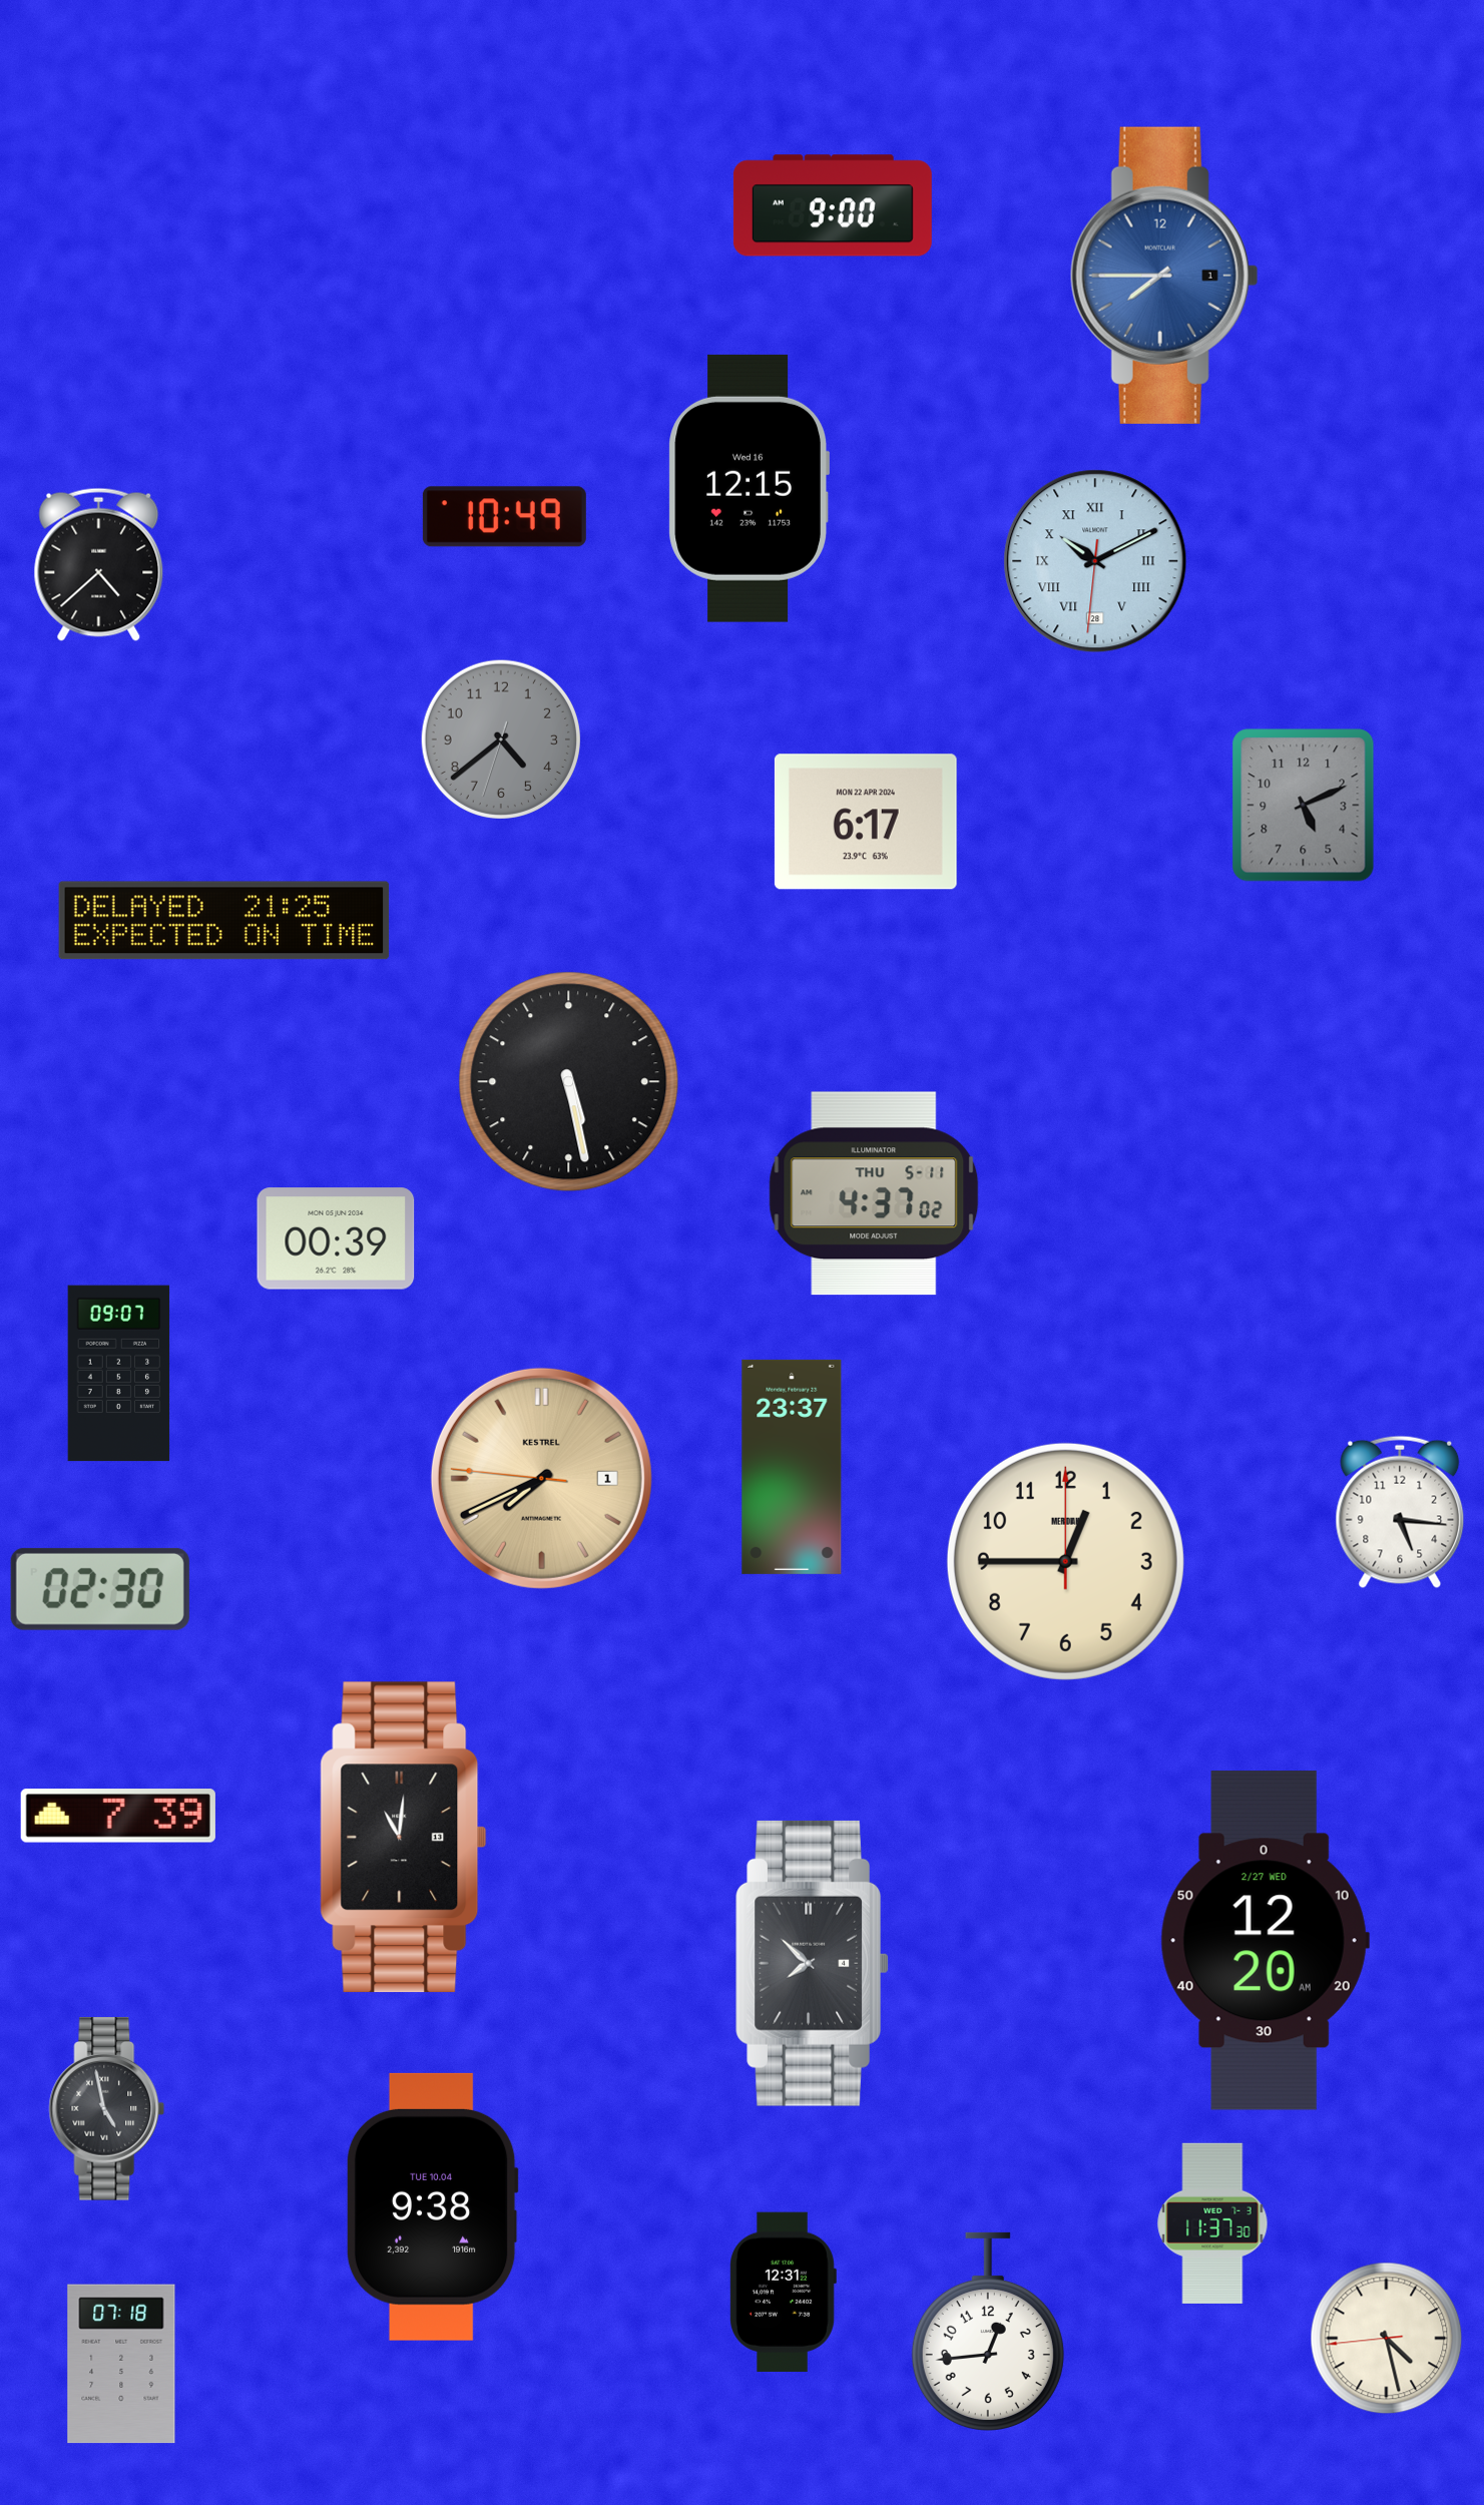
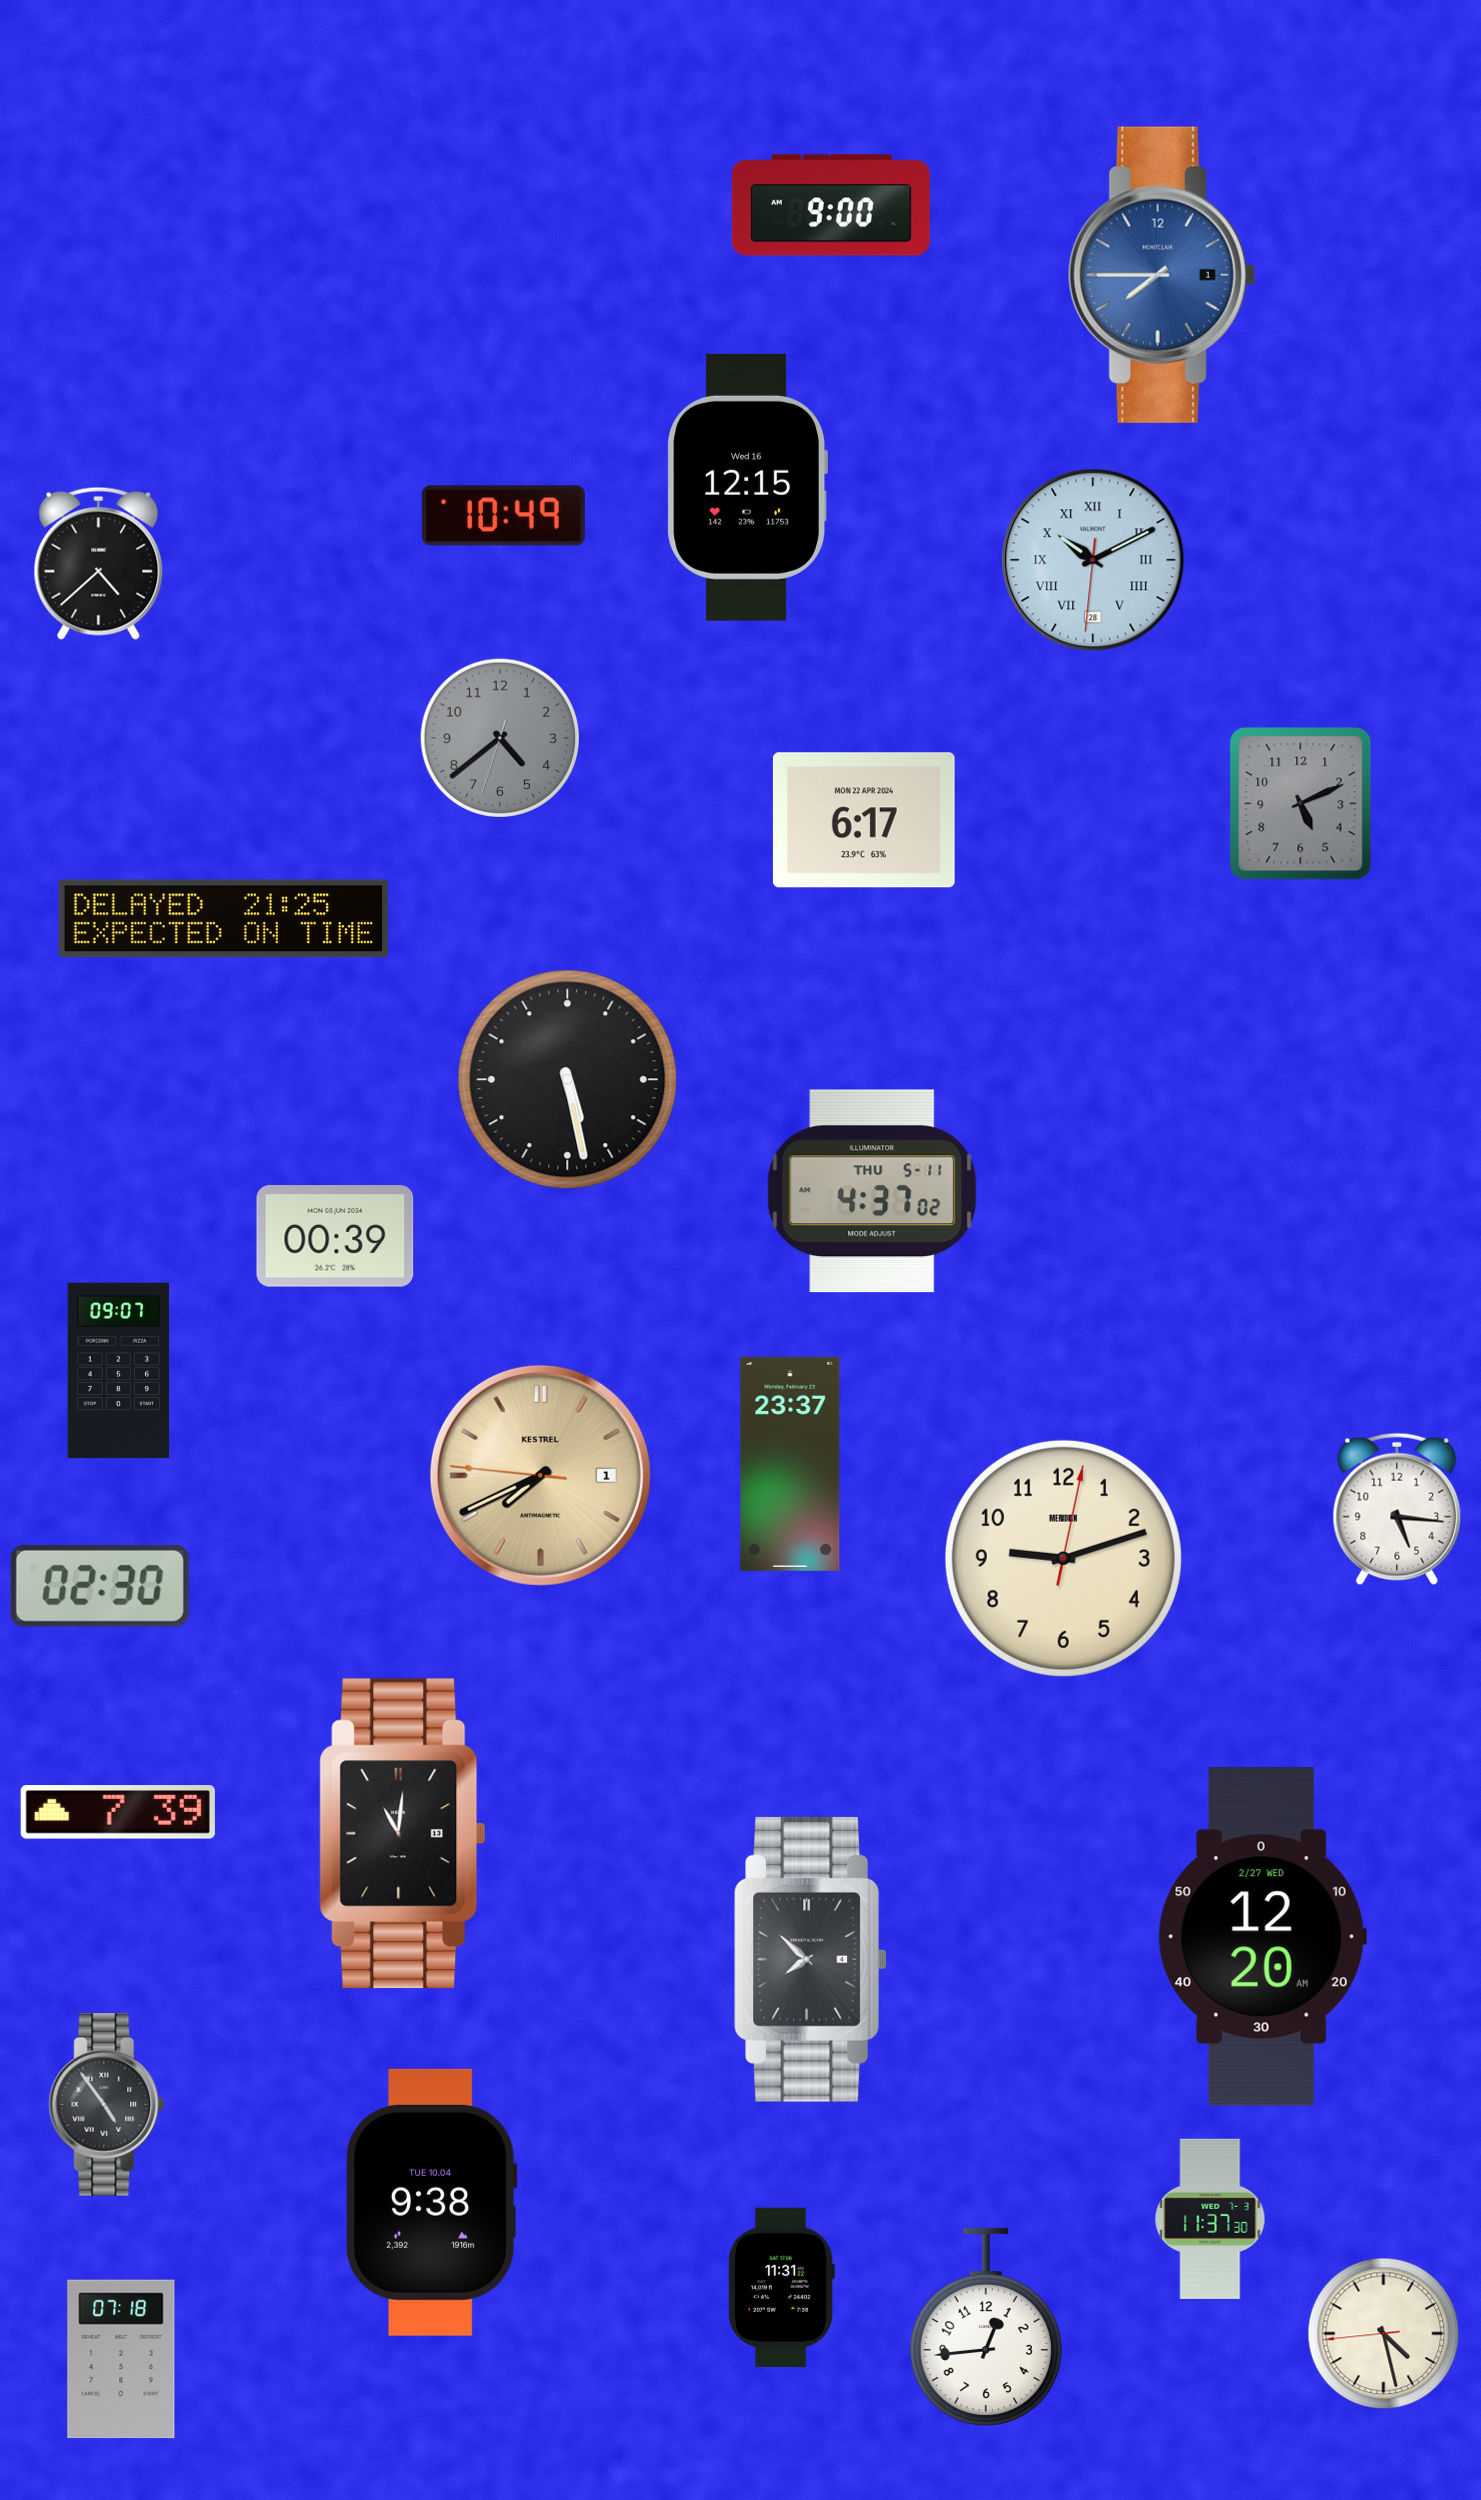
clock at (1065, 1561): 12:45 -> 9:12
clock at (107, 2109): 4:58 -> 4:54
clock at (783, 2292): 12:31 -> 11:31
